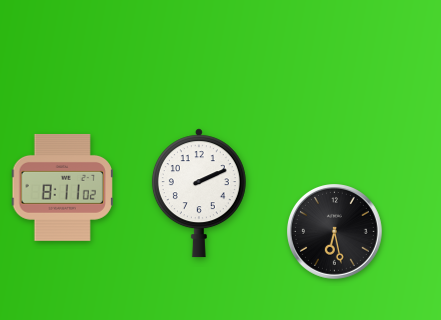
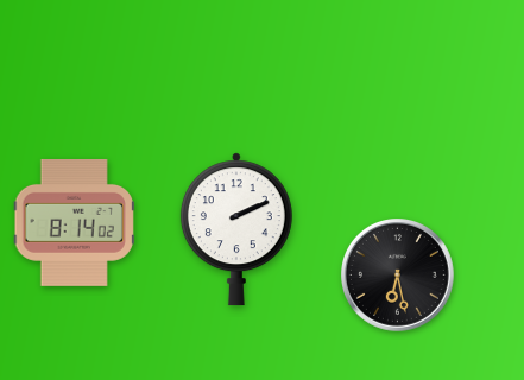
clock at (62, 187): 8:11 -> 8:14
